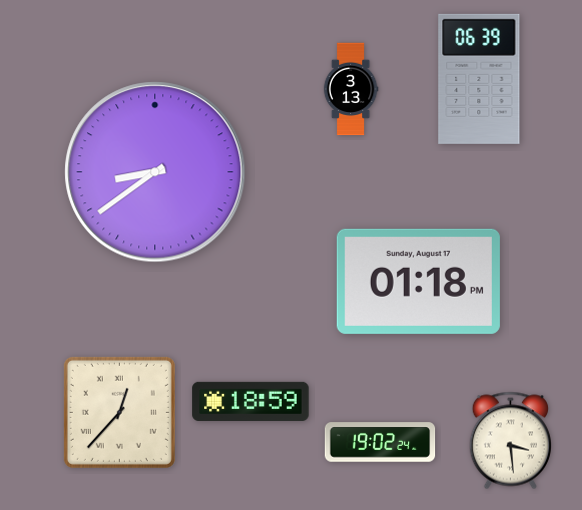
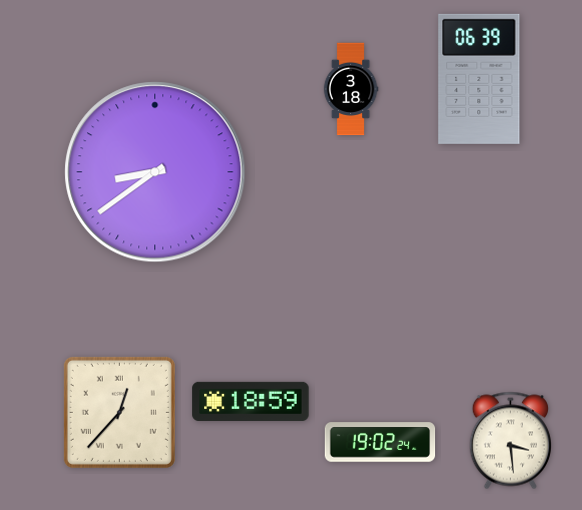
clock at (351, 89): 3:13 -> 3:18
clock at (418, 281): 01:18 -> none
